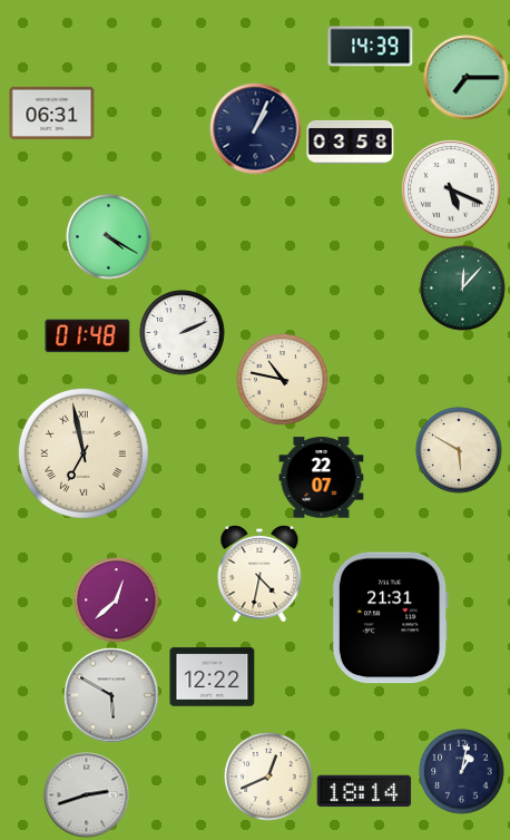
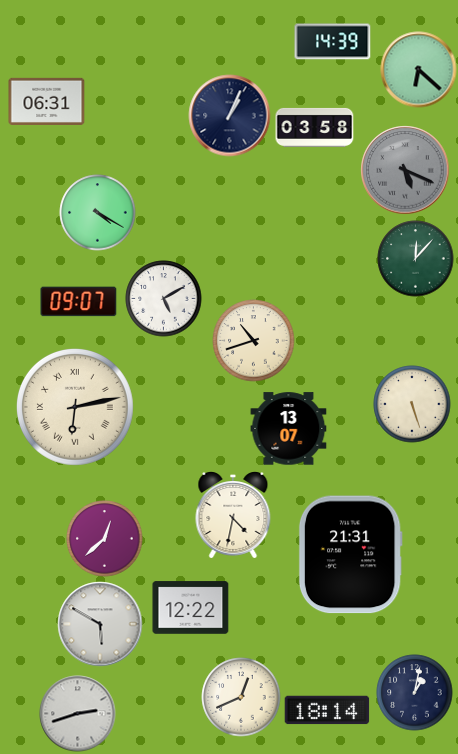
clock at (467, 78): 7:15 -> 6:22
clock at (451, 189) dial: white -> grey
clock at (183, 333): 2:11 -> 5:10
clock at (88, 336): 01:48 -> 09:07
clock at (283, 380): 10:47 -> 10:42
clock at (459, 450): 5:50 -> 5:27
clock at (84, 453): 6:58 -> 6:13
clock at (322, 478): 22:07 -> 13:07
